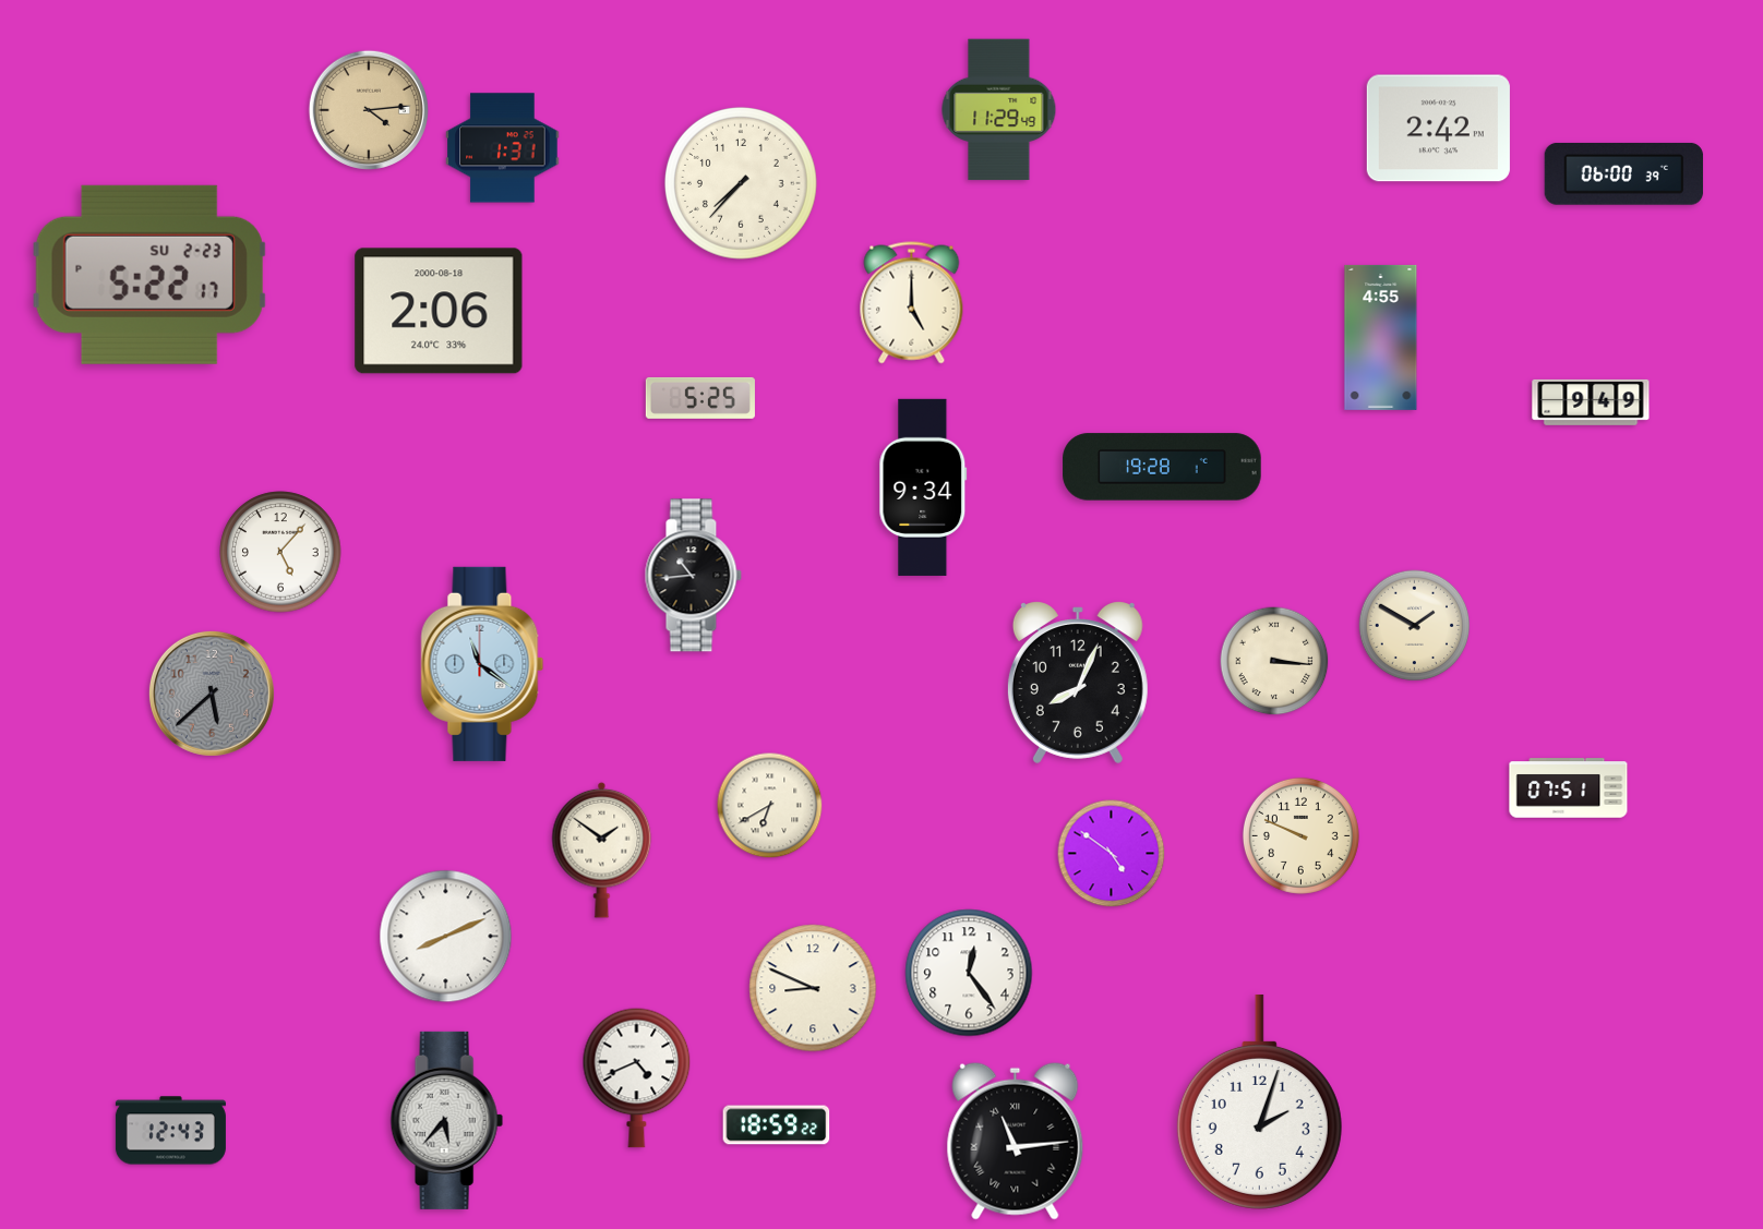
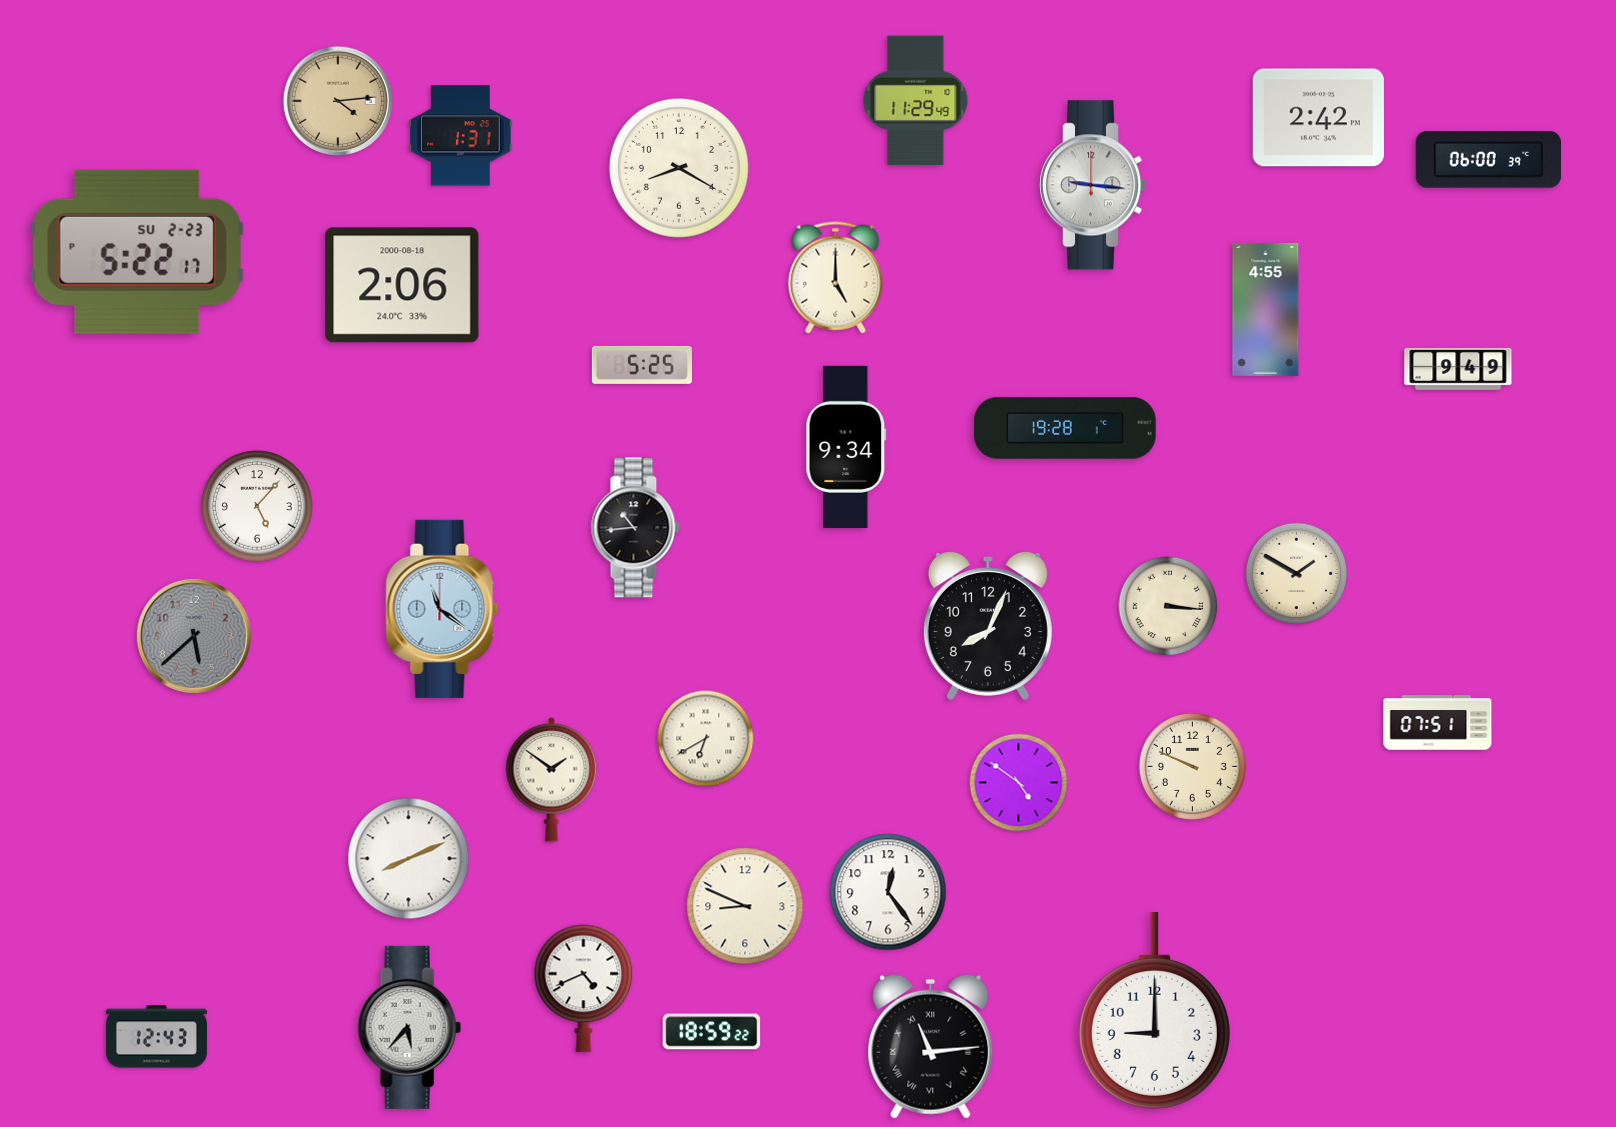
clock at (741, 183): 7:37 -> 8:20
clock at (1093, 185): none -> 9:16
clock at (1259, 1101): 2:03 -> 9:00
